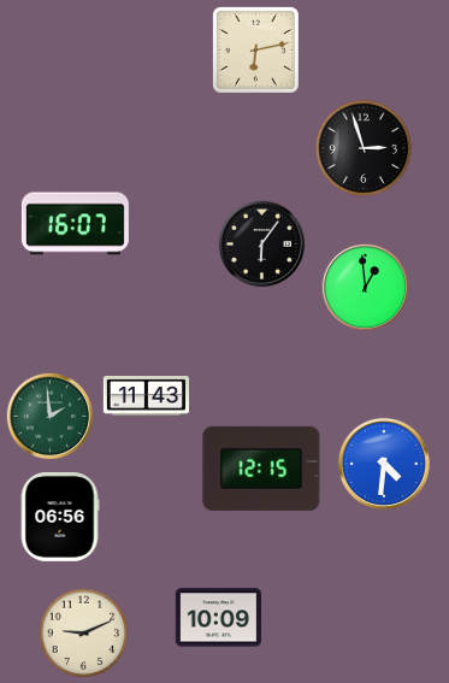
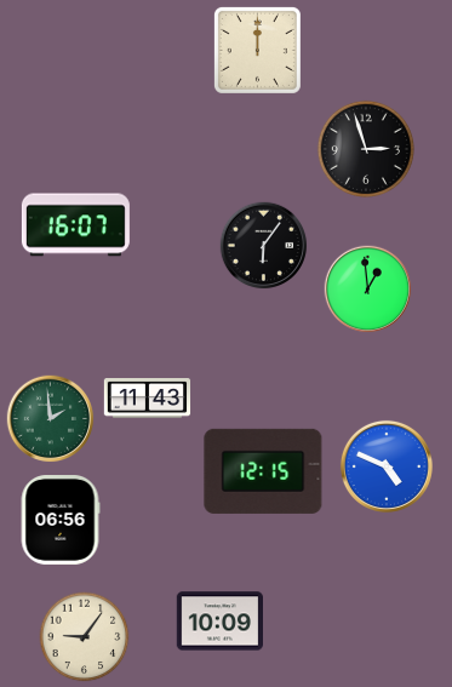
clock at (255, 49): 6:13 -> 12:00
clock at (384, 464): 4:31 -> 4:49
clock at (84, 634): 9:11 -> 9:06
